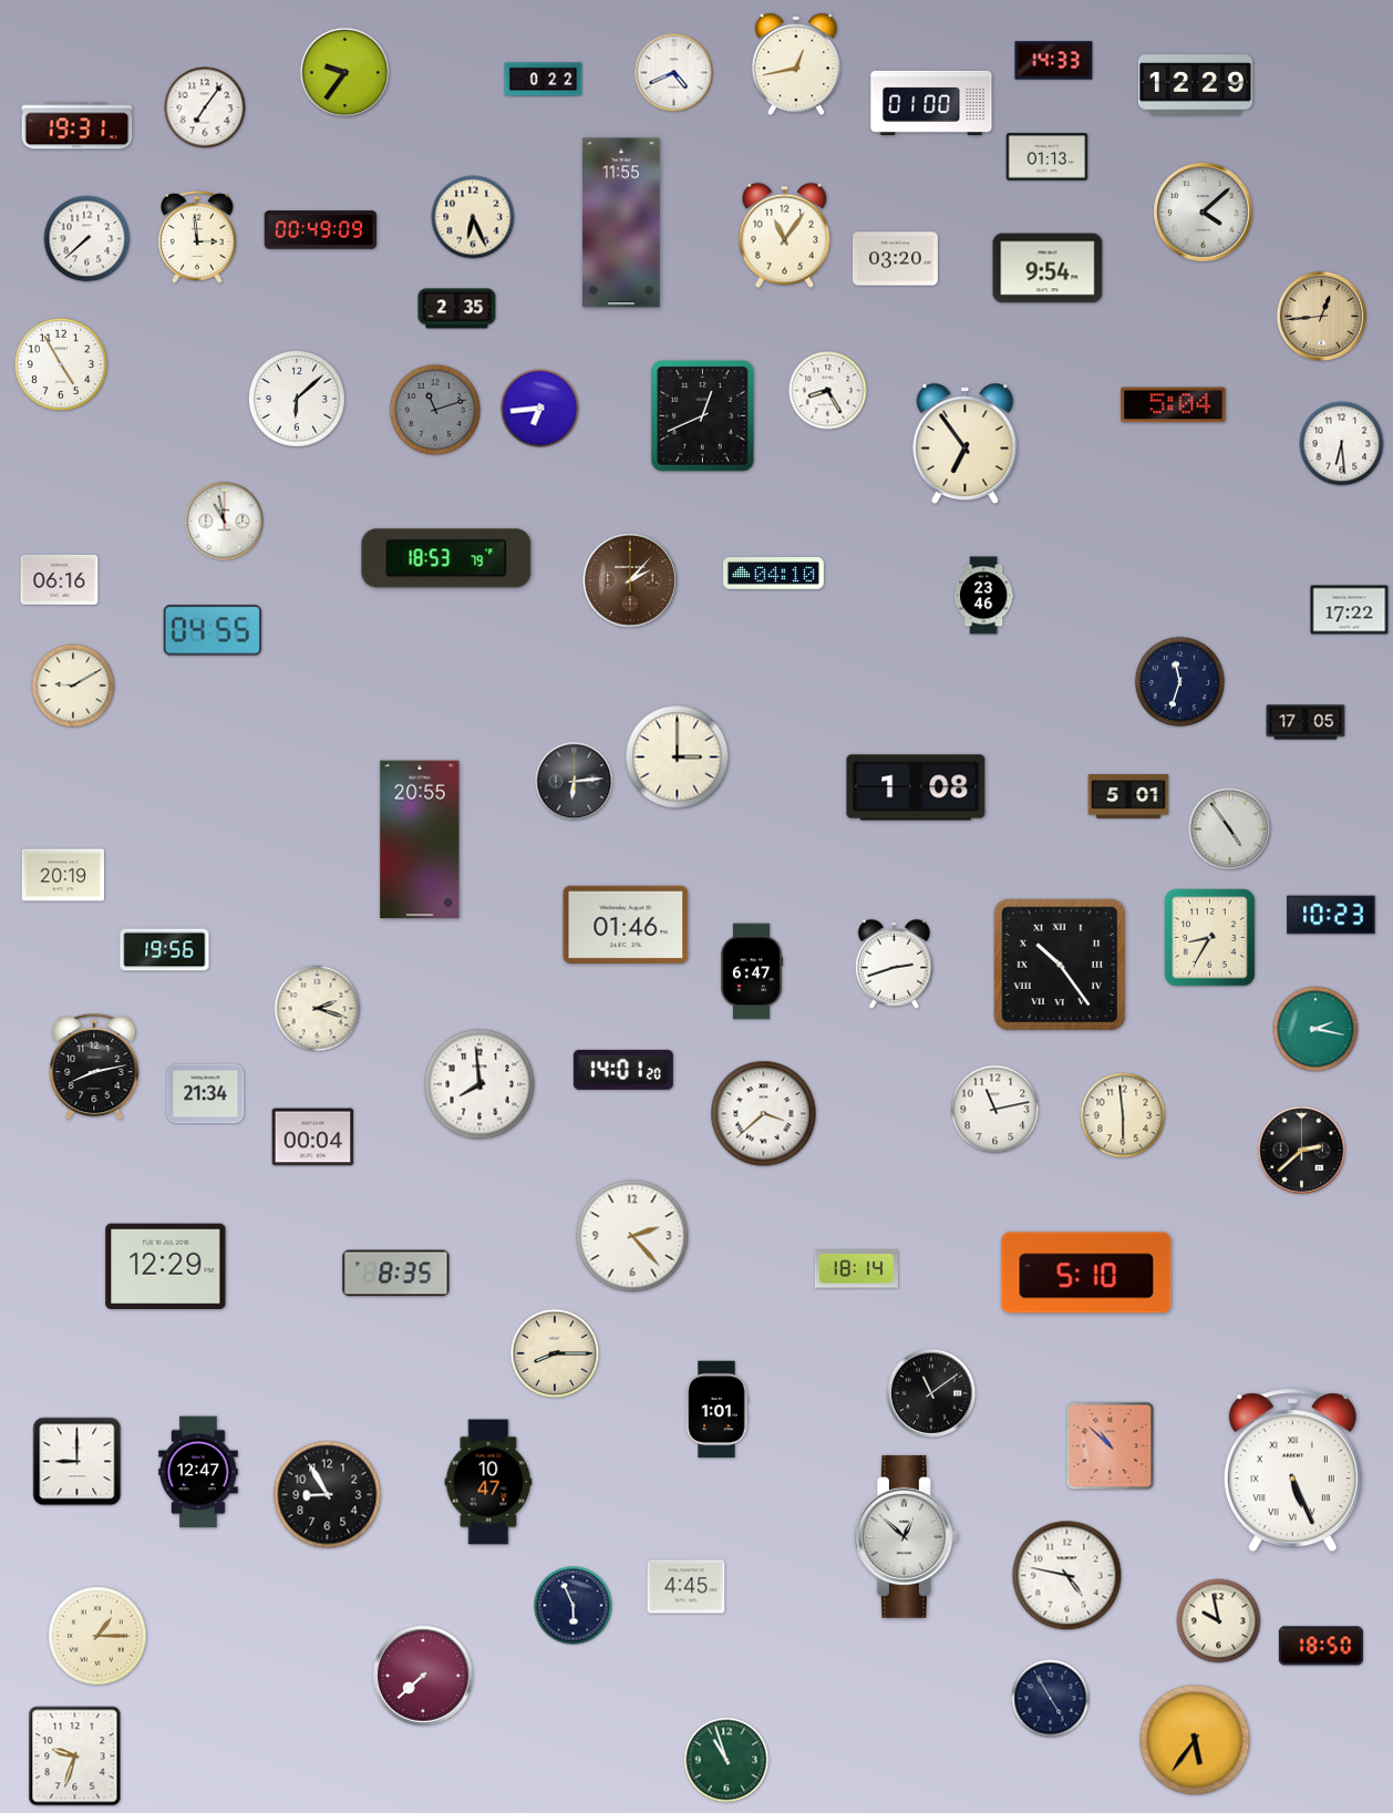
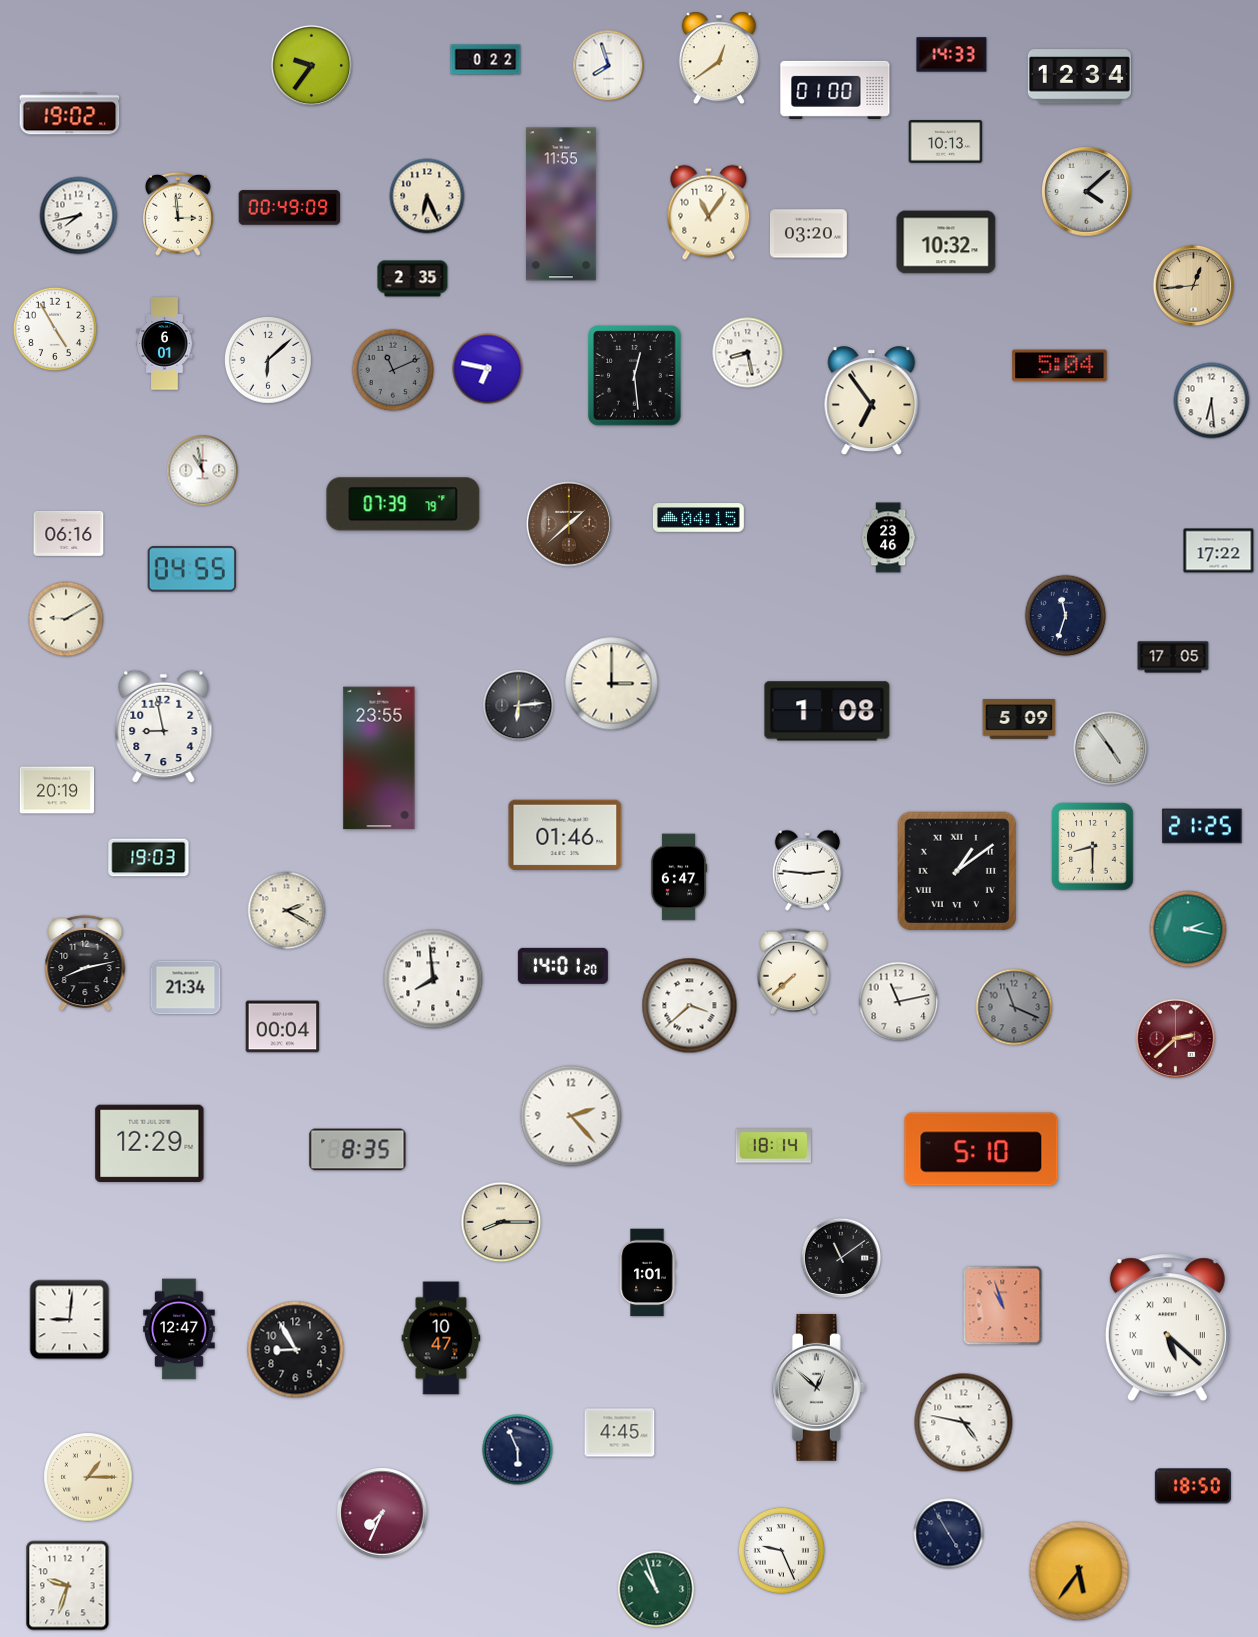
clock at (796, 64): 12:43 -> 12:39
clock at (674, 73): 4:41 -> 7:57
clock at (544, 80) position: (544, 80) -> (486, 60)
clock at (1195, 85): 12:29 -> 12:34
clock at (931, 103) position: (931, 103) -> (835, 90)
clock at (205, 107): 7:06 -> none
clock at (78, 126): 19:31 -> 19:02
clock at (1048, 157): 01:13 -> 10:13
clock at (621, 223) position: (621, 223) -> (561, 204)
clock at (87, 239): 7:38 -> 7:43
clock at (1048, 268): 9:54 -> 10:32
clock at (165, 344): none -> 6:01
clock at (828, 391): 8:25 -> 8:28
clock at (540, 409): 6:44 -> 6:47
clock at (435, 410): 11:12 -> 11:11
clock at (703, 416): 12:41 -> 12:29
clock at (446, 558): 18:53 -> 07:39
clock at (773, 574): 04:10 -> 04:15
clock at (60, 579) position: (60, 579) -> (69, 533)
clock at (630, 580): 2:07 -> 1:38
clock at (1306, 722) position: (1306, 722) -> (1173, 657)
clock at (1128, 797): 5:01 -> 5:09
clock at (164, 727): none -> 8:58
clock at (420, 839): 20:55 -> 23:55
clock at (1331, 915): 10:23 -> 21:25
clock at (1210, 938): 8:35 -> 8:30
clock at (165, 950): 19:56 -> 19:03
clock at (894, 964): 2:42 -> 2:46
clock at (1060, 965): 10:24 -> 1:09
clock at (318, 1009): 2:18 -> 2:20
clock at (793, 971): none -> 7:38
clock at (1123, 1115): 5:59 -> 11:19
clock at (1123, 1115) dial: cream -> grey
clock at (1302, 1151) dial: black -> burgundy
clock at (1111, 1446): 10:52 -> 10:57
clock at (78, 1462): 9:00 -> 9:01
clock at (1292, 1471): 5:26 -> 5:22
clock at (1219, 1621): 9:58 -> none
clock at (423, 1676): 7:38 -> 7:34
clock at (781, 1550): none -> 9:26
